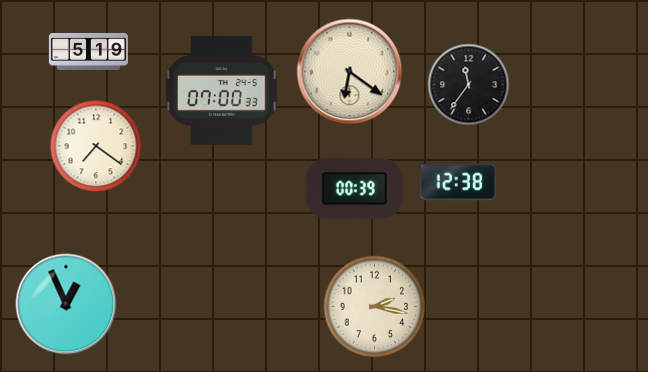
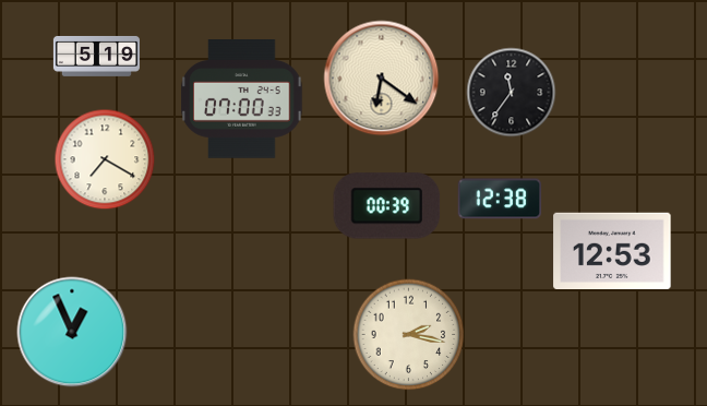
clock at (96, 146): 7:21 -> 7:20
clock at (612, 250): none -> 12:53
